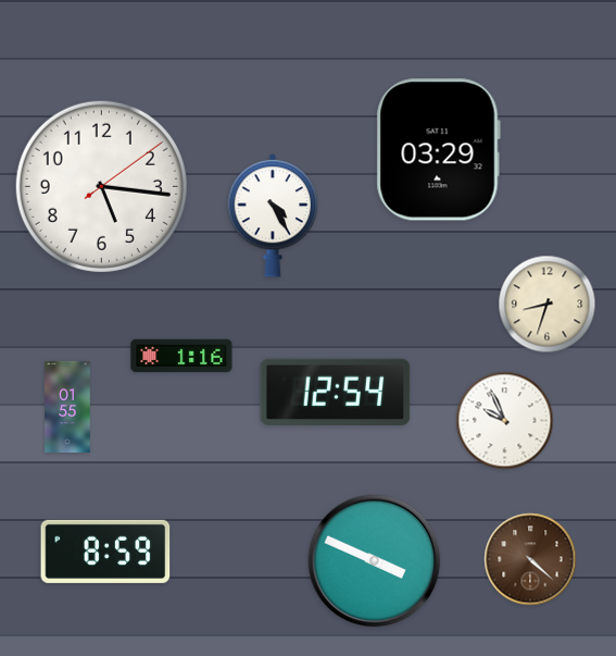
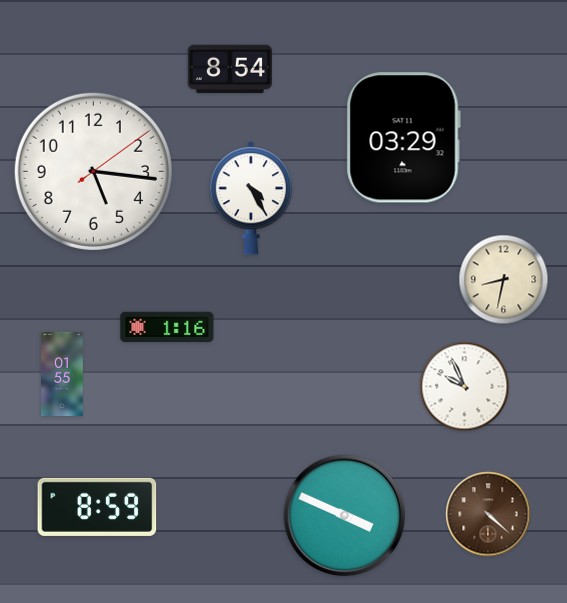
clock at (230, 69): none -> 8:54
clock at (548, 305): 8:33 -> 8:32
clock at (336, 392): 12:54 -> none
